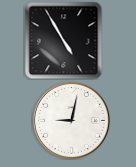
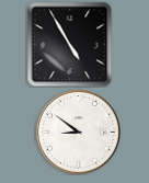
clock at (71, 120): 9:02 -> 8:51
